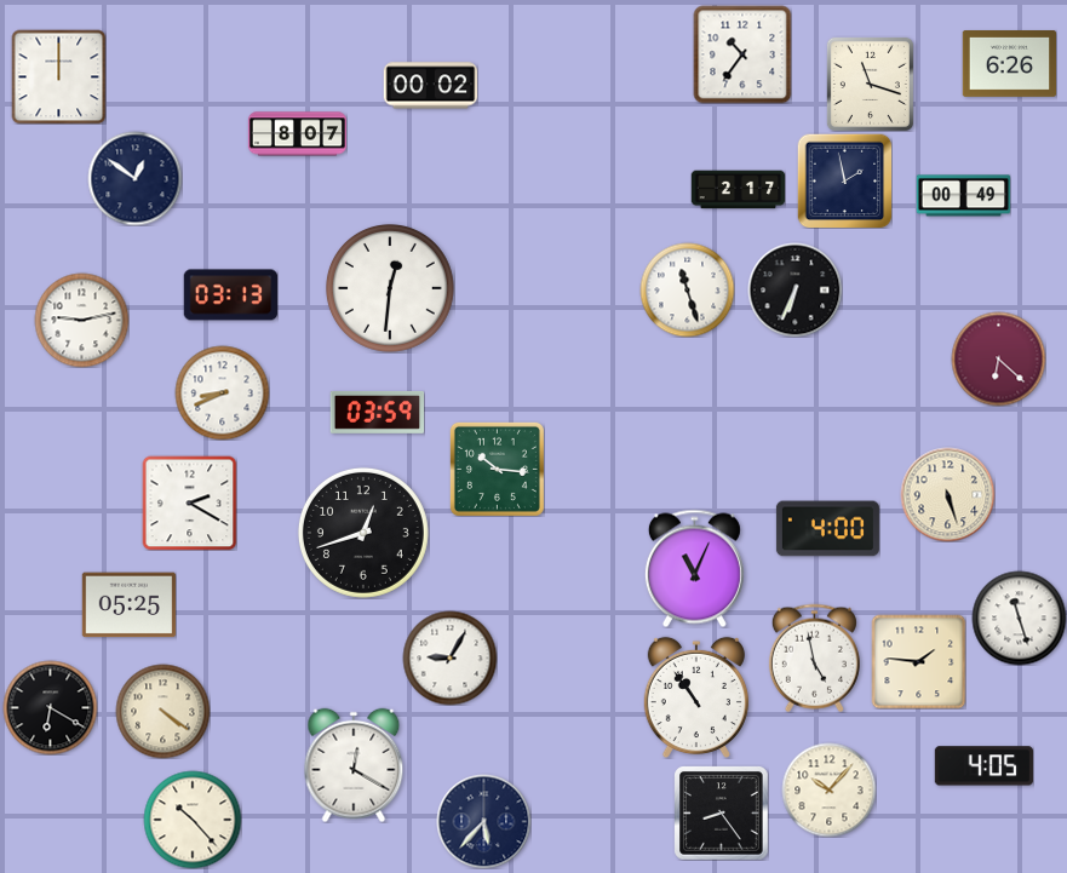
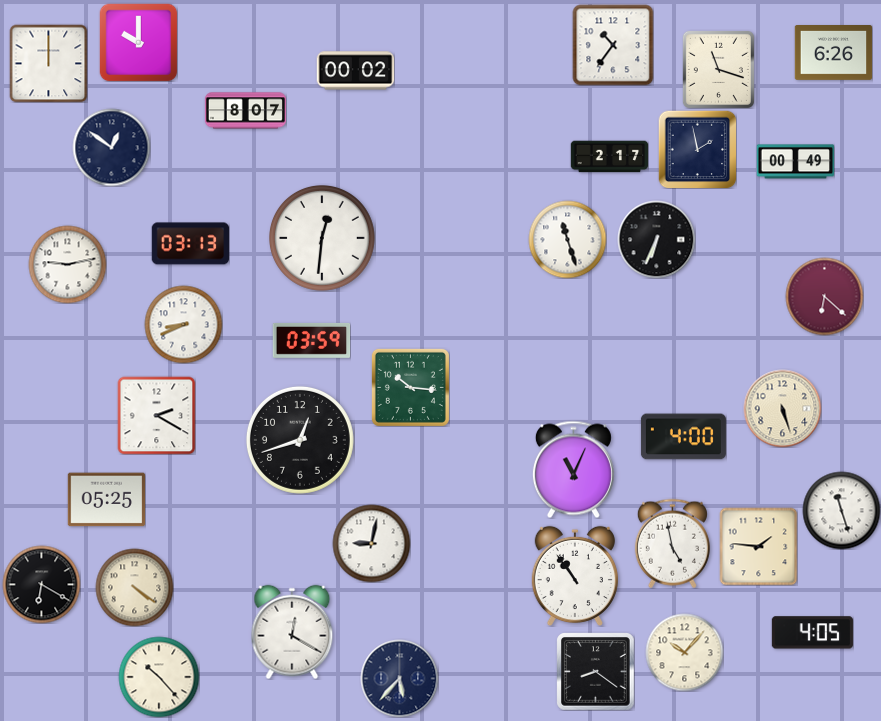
clock at (138, 42): none -> 10:00
clock at (449, 657): 9:05 -> 9:02
clock at (721, 812): 8:24 -> 8:21
